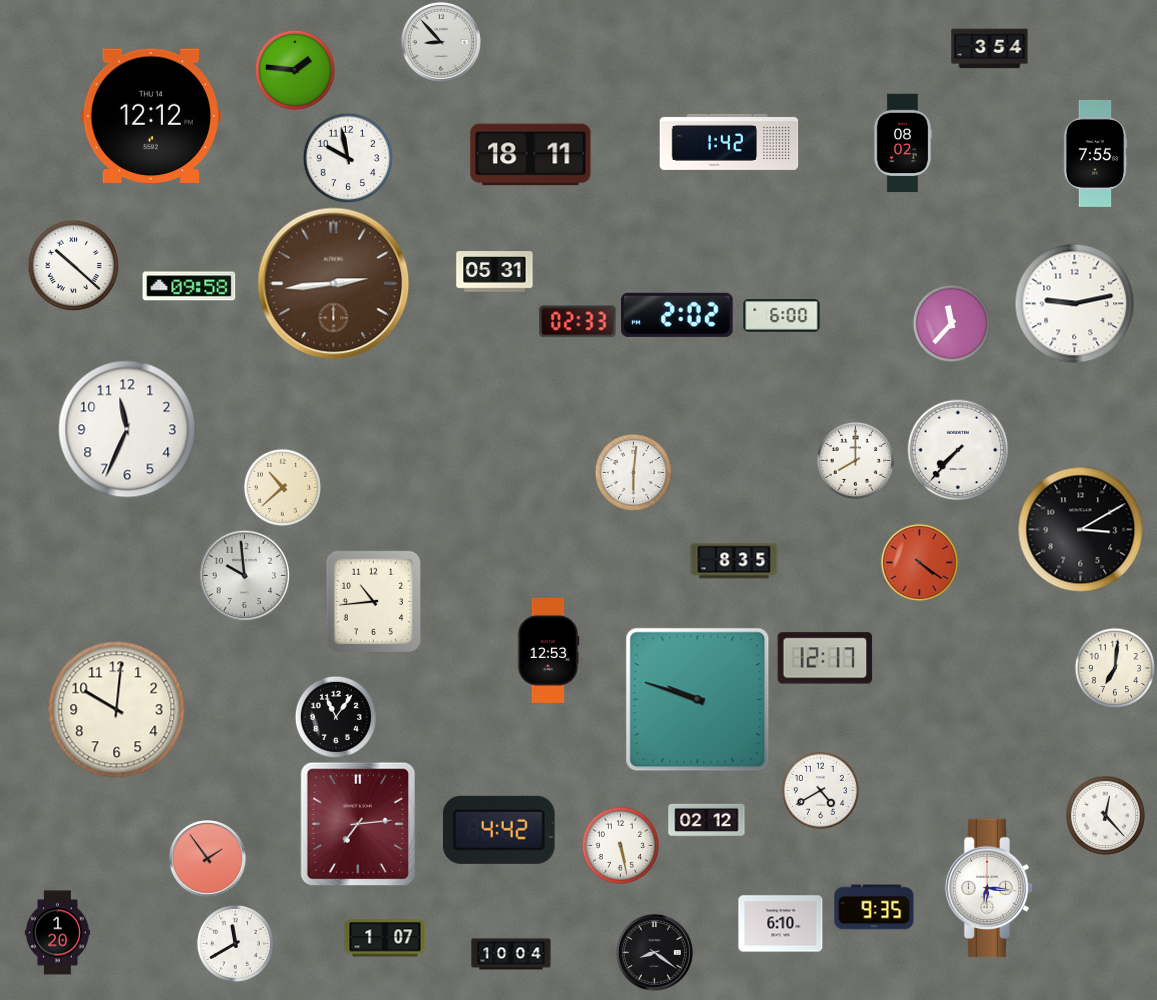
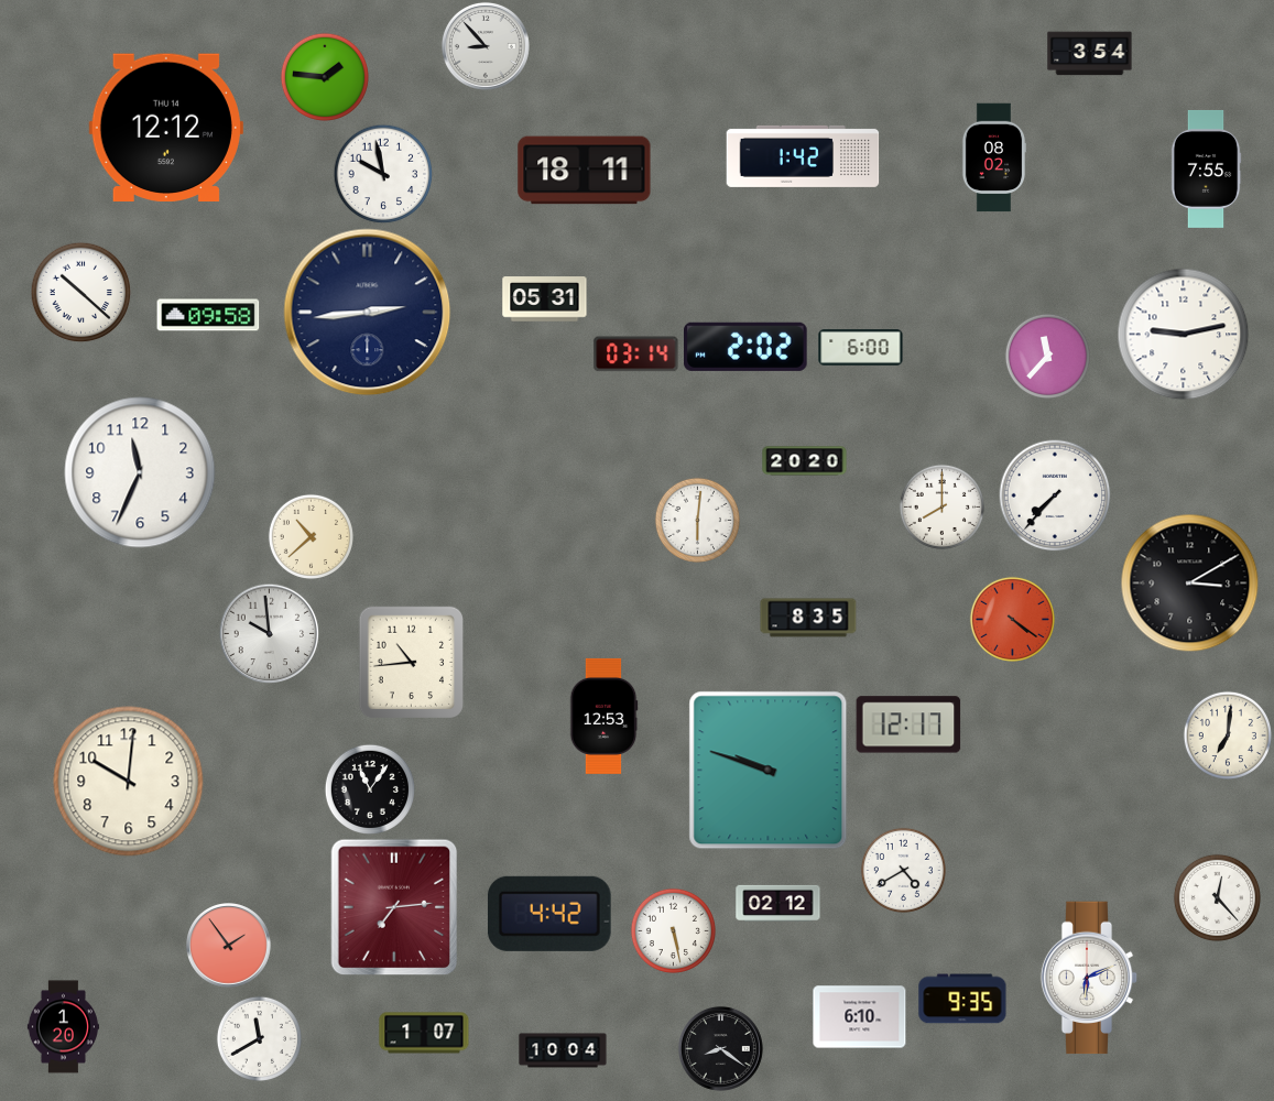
clock at (334, 284) dial: brown -> navy
clock at (578, 322): 02:33 -> 03:14
clock at (805, 461): none -> 20:20
clock at (620, 845) position: (620, 845) -> (673, 930)
clock at (989, 888): 6:16 -> 6:11
